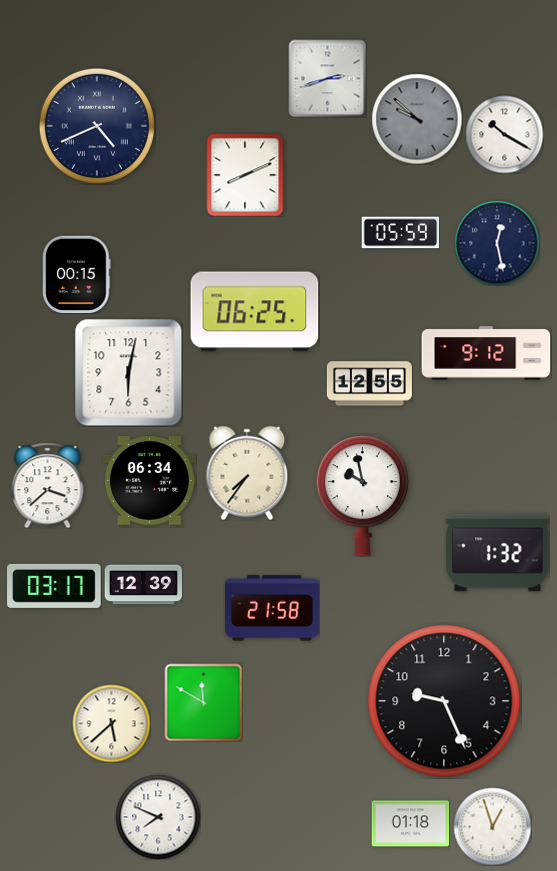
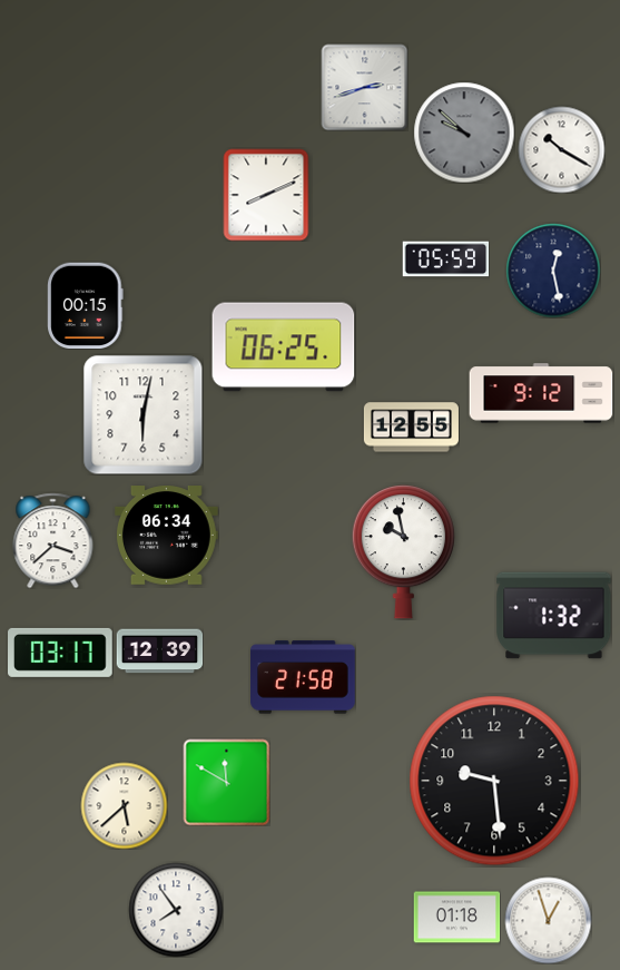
clock at (97, 126): 4:41 -> none
clock at (245, 175) position: (245, 175) -> (266, 195)
clock at (247, 473): 7:36 -> none
clock at (444, 701): 9:26 -> 9:29
clock at (158, 817): 7:49 -> 7:54
